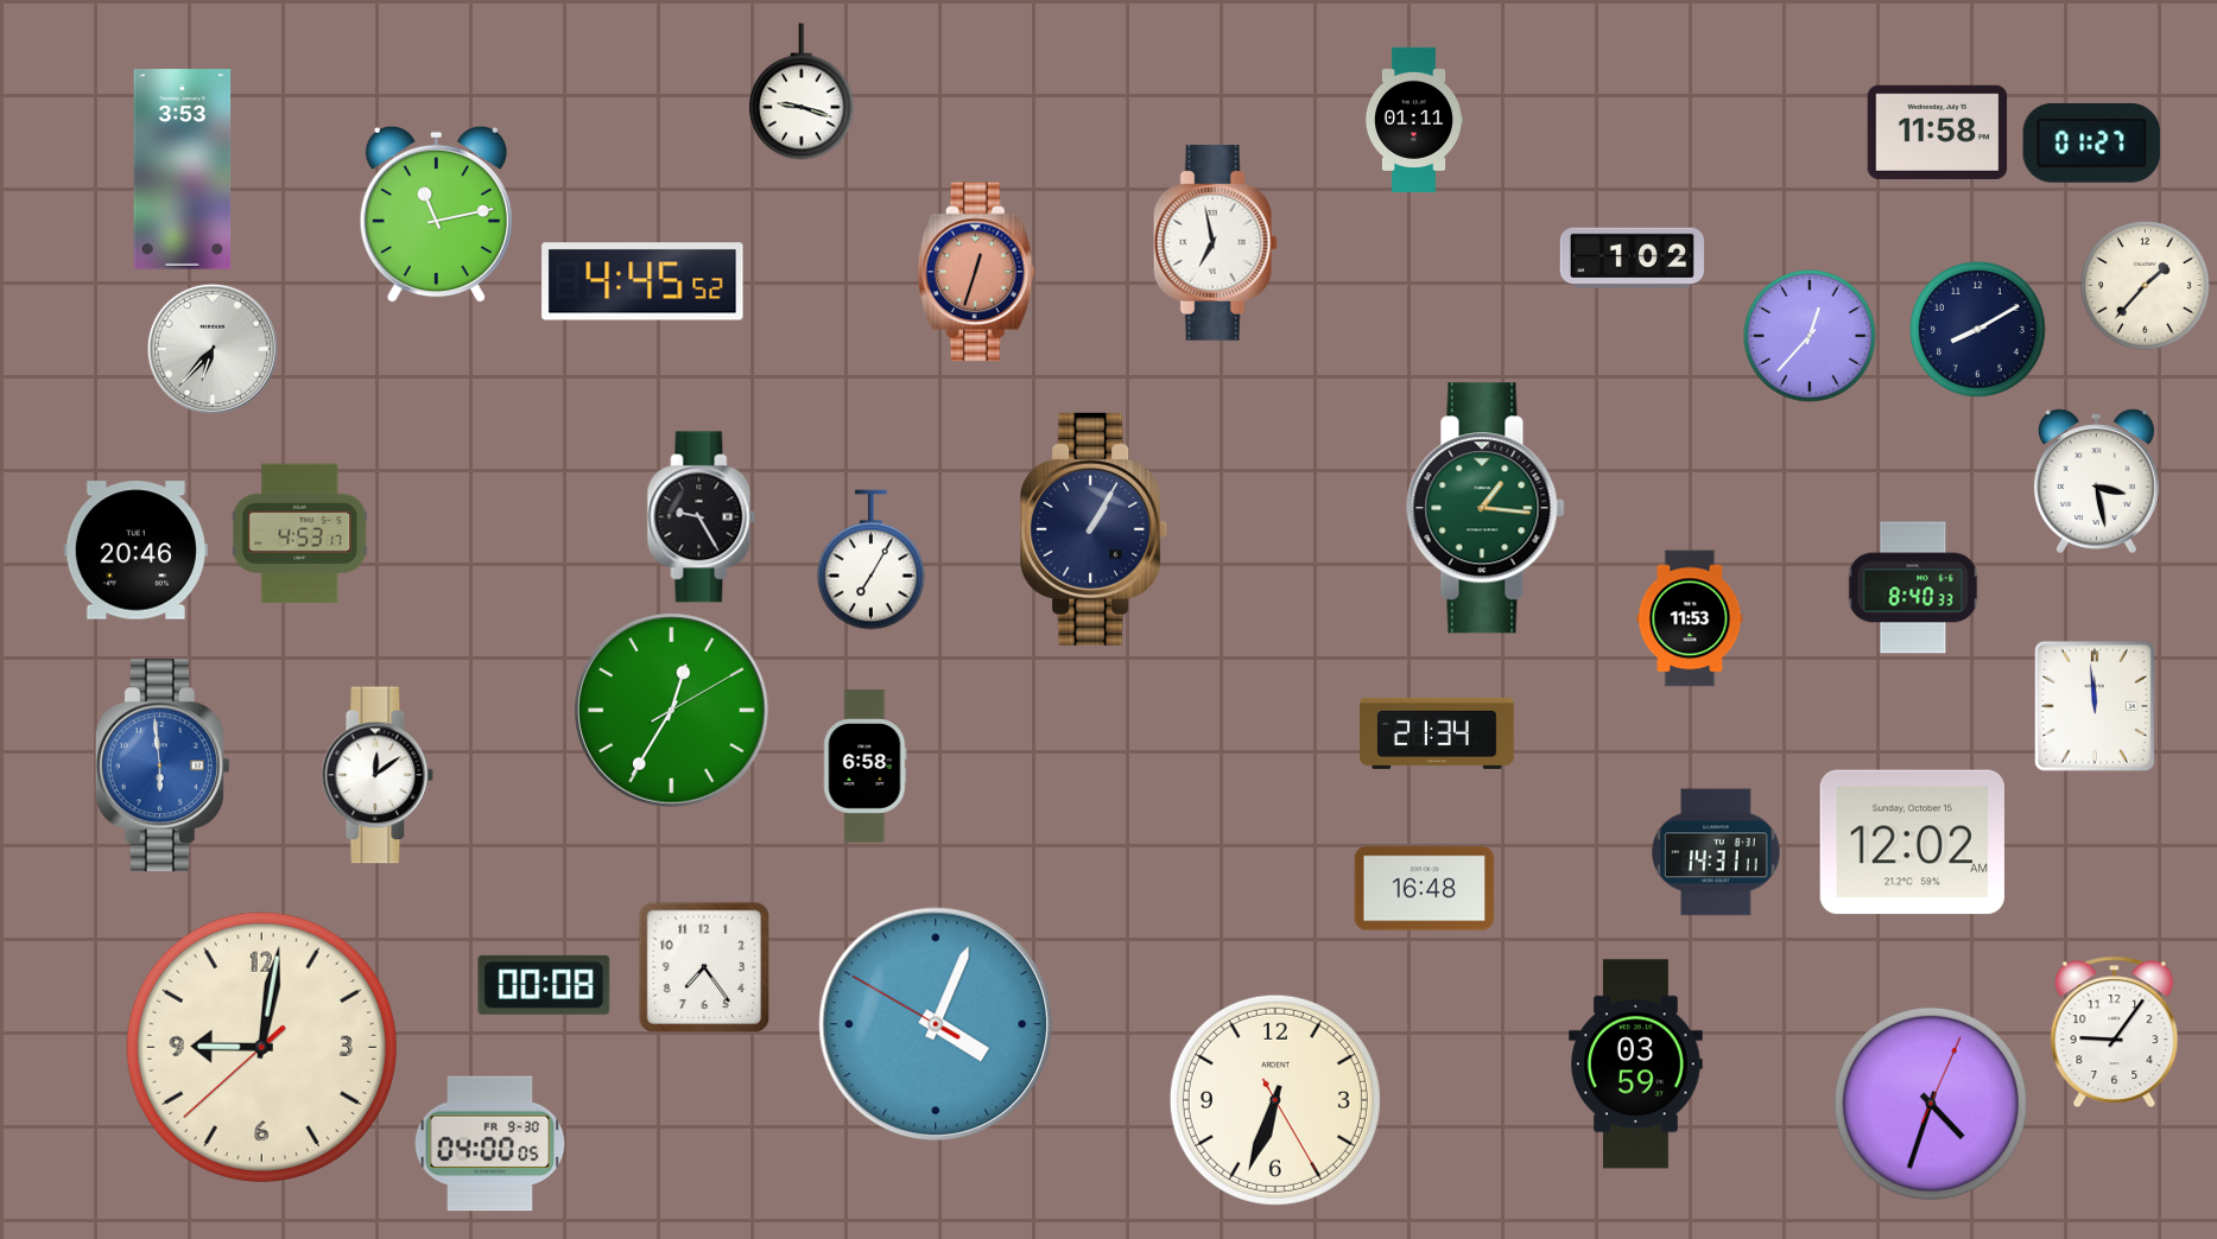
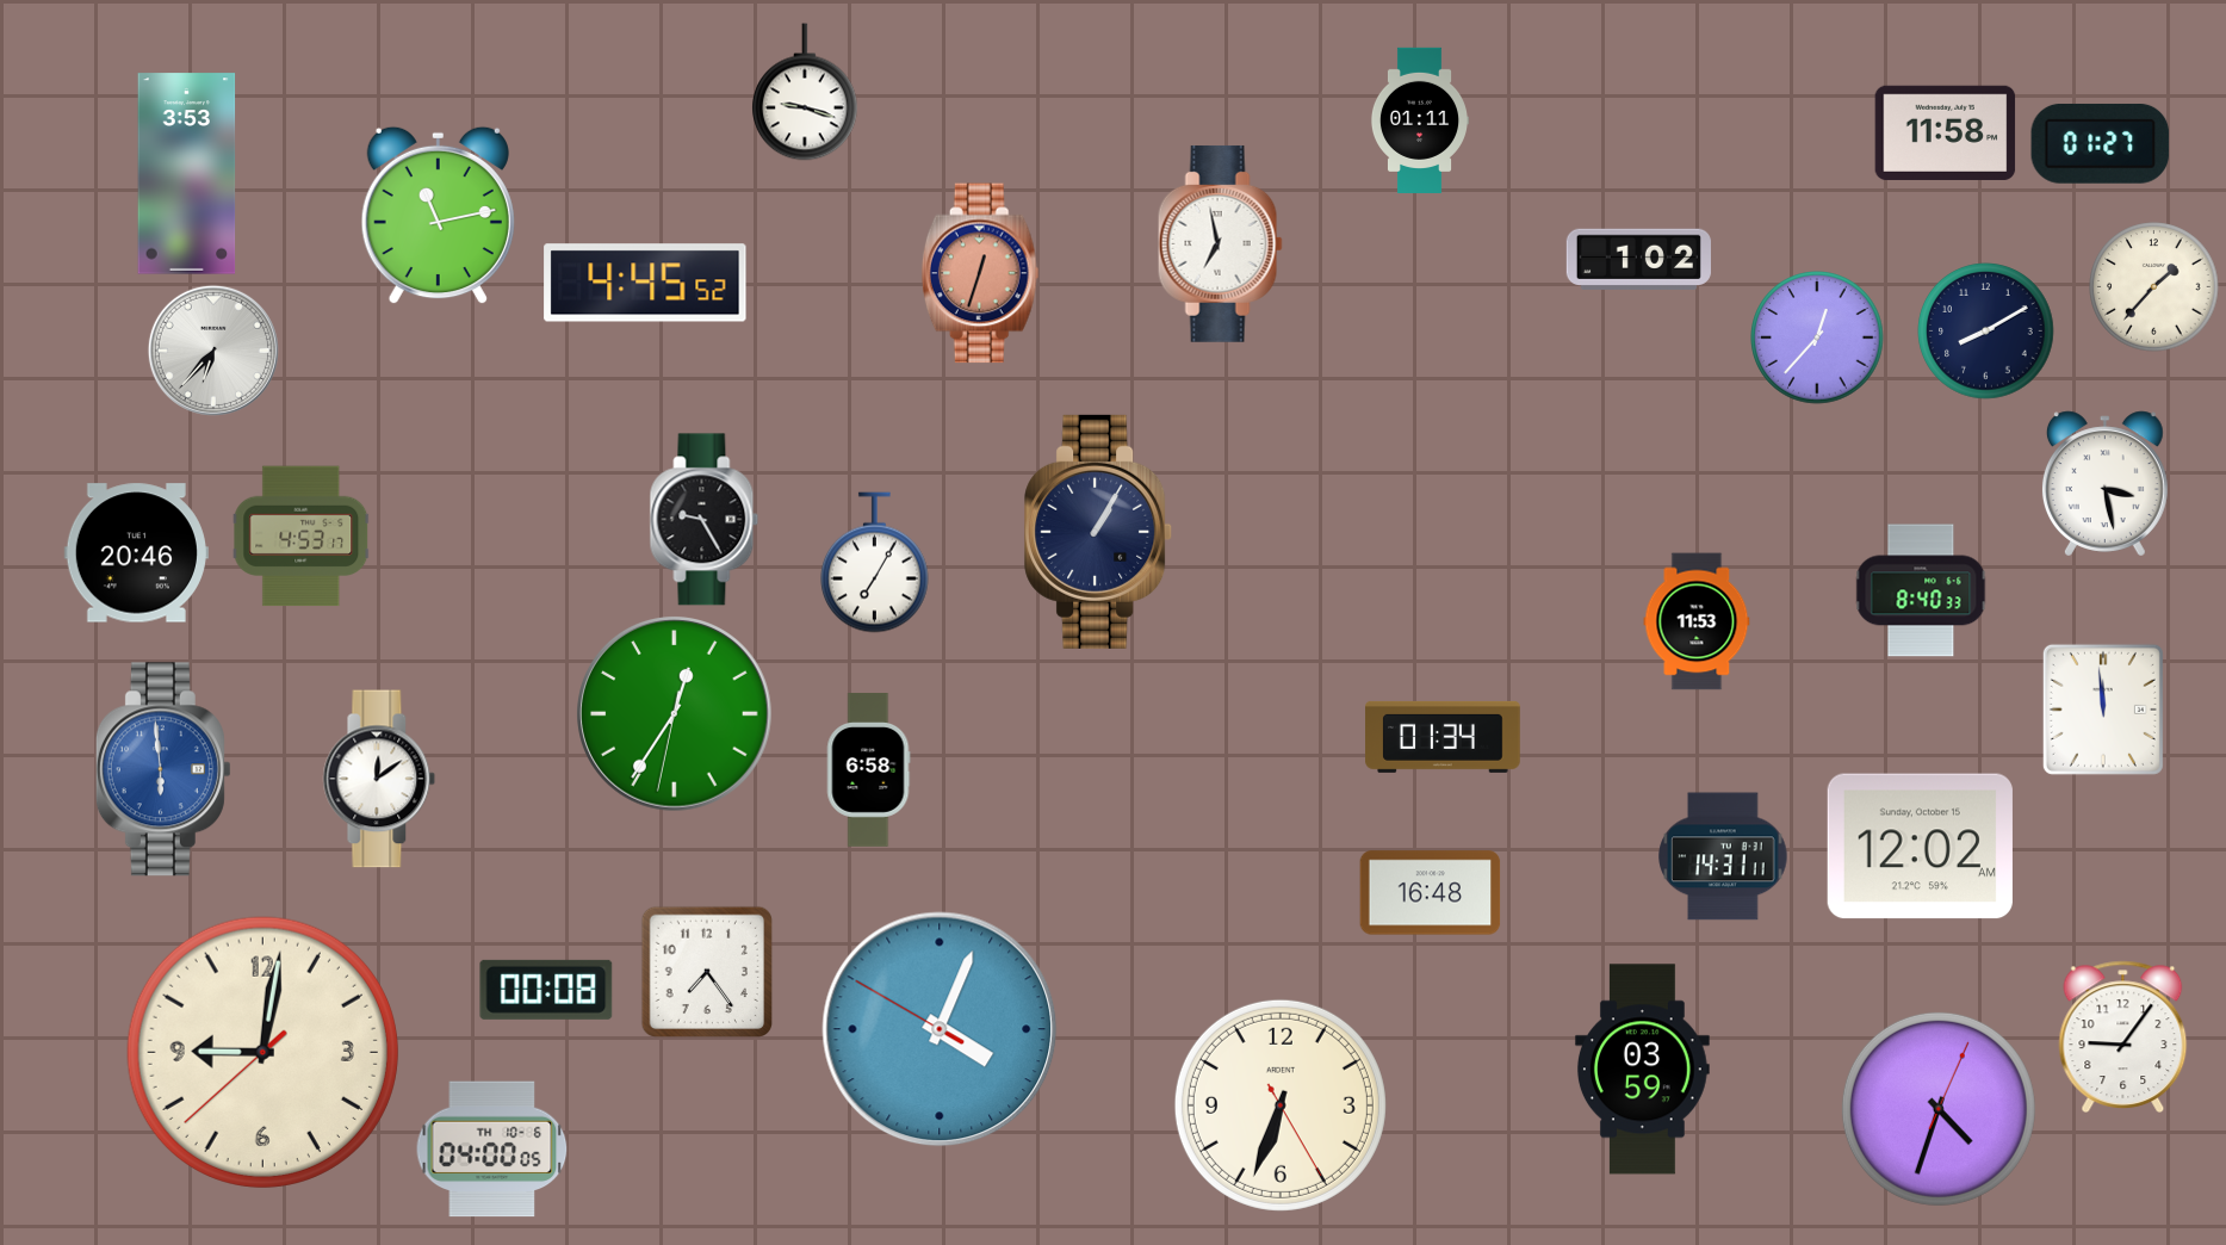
clock at (183, 170) position: (183, 170) -> (187, 174)
clock at (1486, 508): 1:16 -> none
clock at (672, 711): 12:35:10 -> 12:35:32
clock at (1437, 733): 21:34 -> 01:34
clock at (490, 1144) date: FR 9-30 -> TH 10-6
